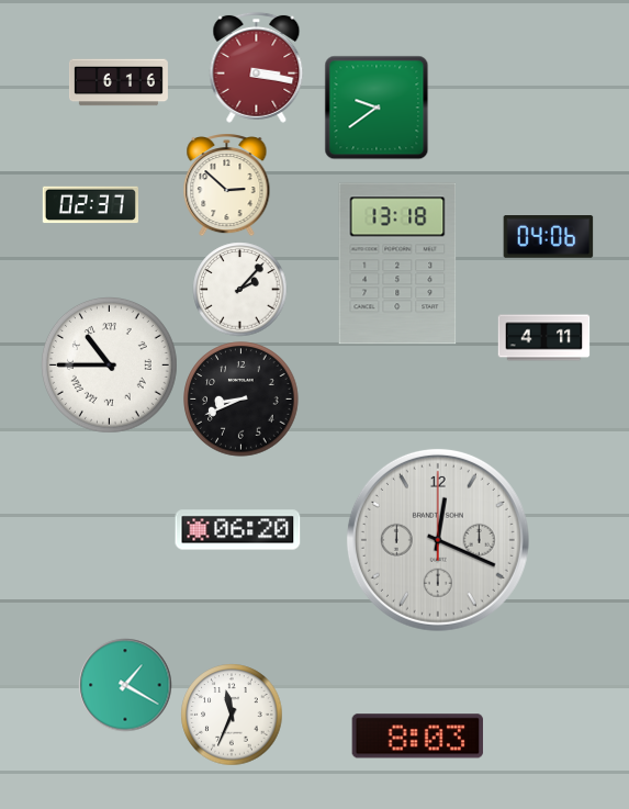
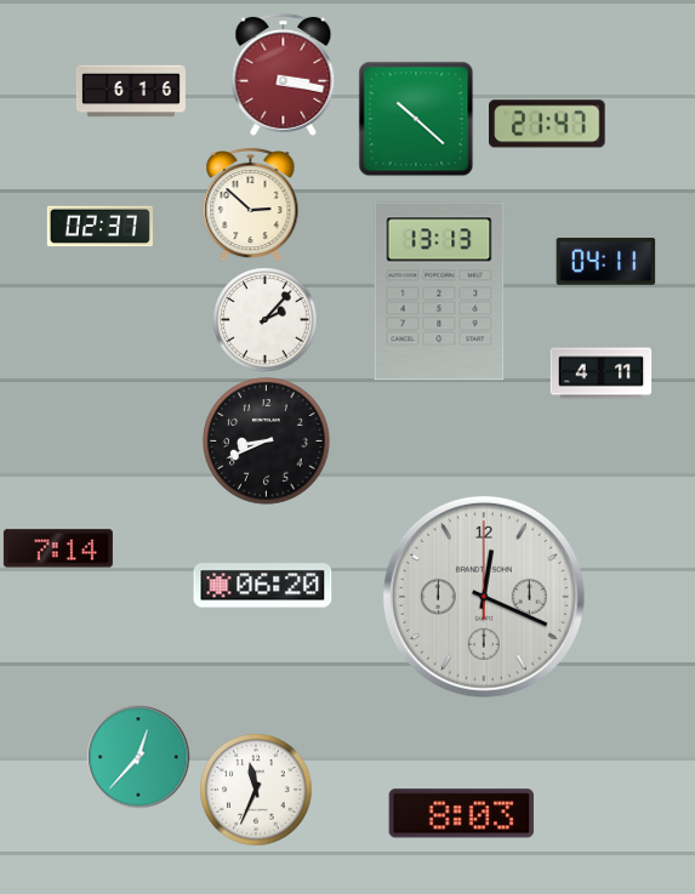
clock at (377, 108): 9:39 -> 10:22
clock at (547, 124): none -> 21:47
clock at (549, 237): 04:06 -> 04:11
clock at (397, 263): 13:18 -> 13:13
clock at (109, 364): 10:45 -> none
clock at (58, 548): none -> 7:14
clock at (125, 685): 1:20 -> 12:37
